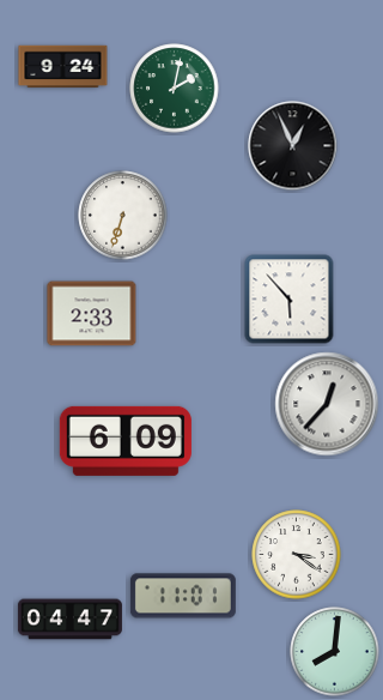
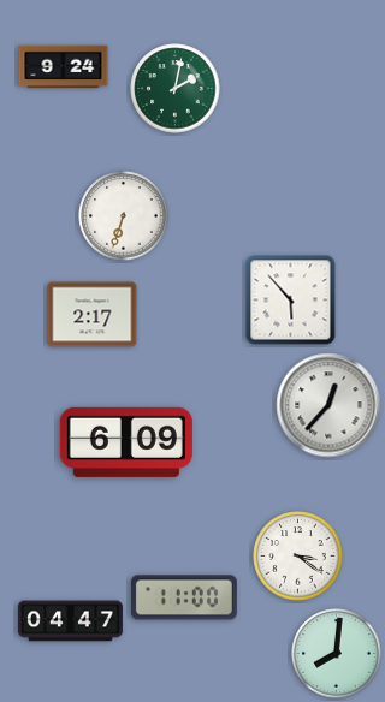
clock at (293, 146): 12:56 -> none
clock at (92, 314): 2:33 -> 2:17
clock at (183, 596): 11:01 -> 11:00
